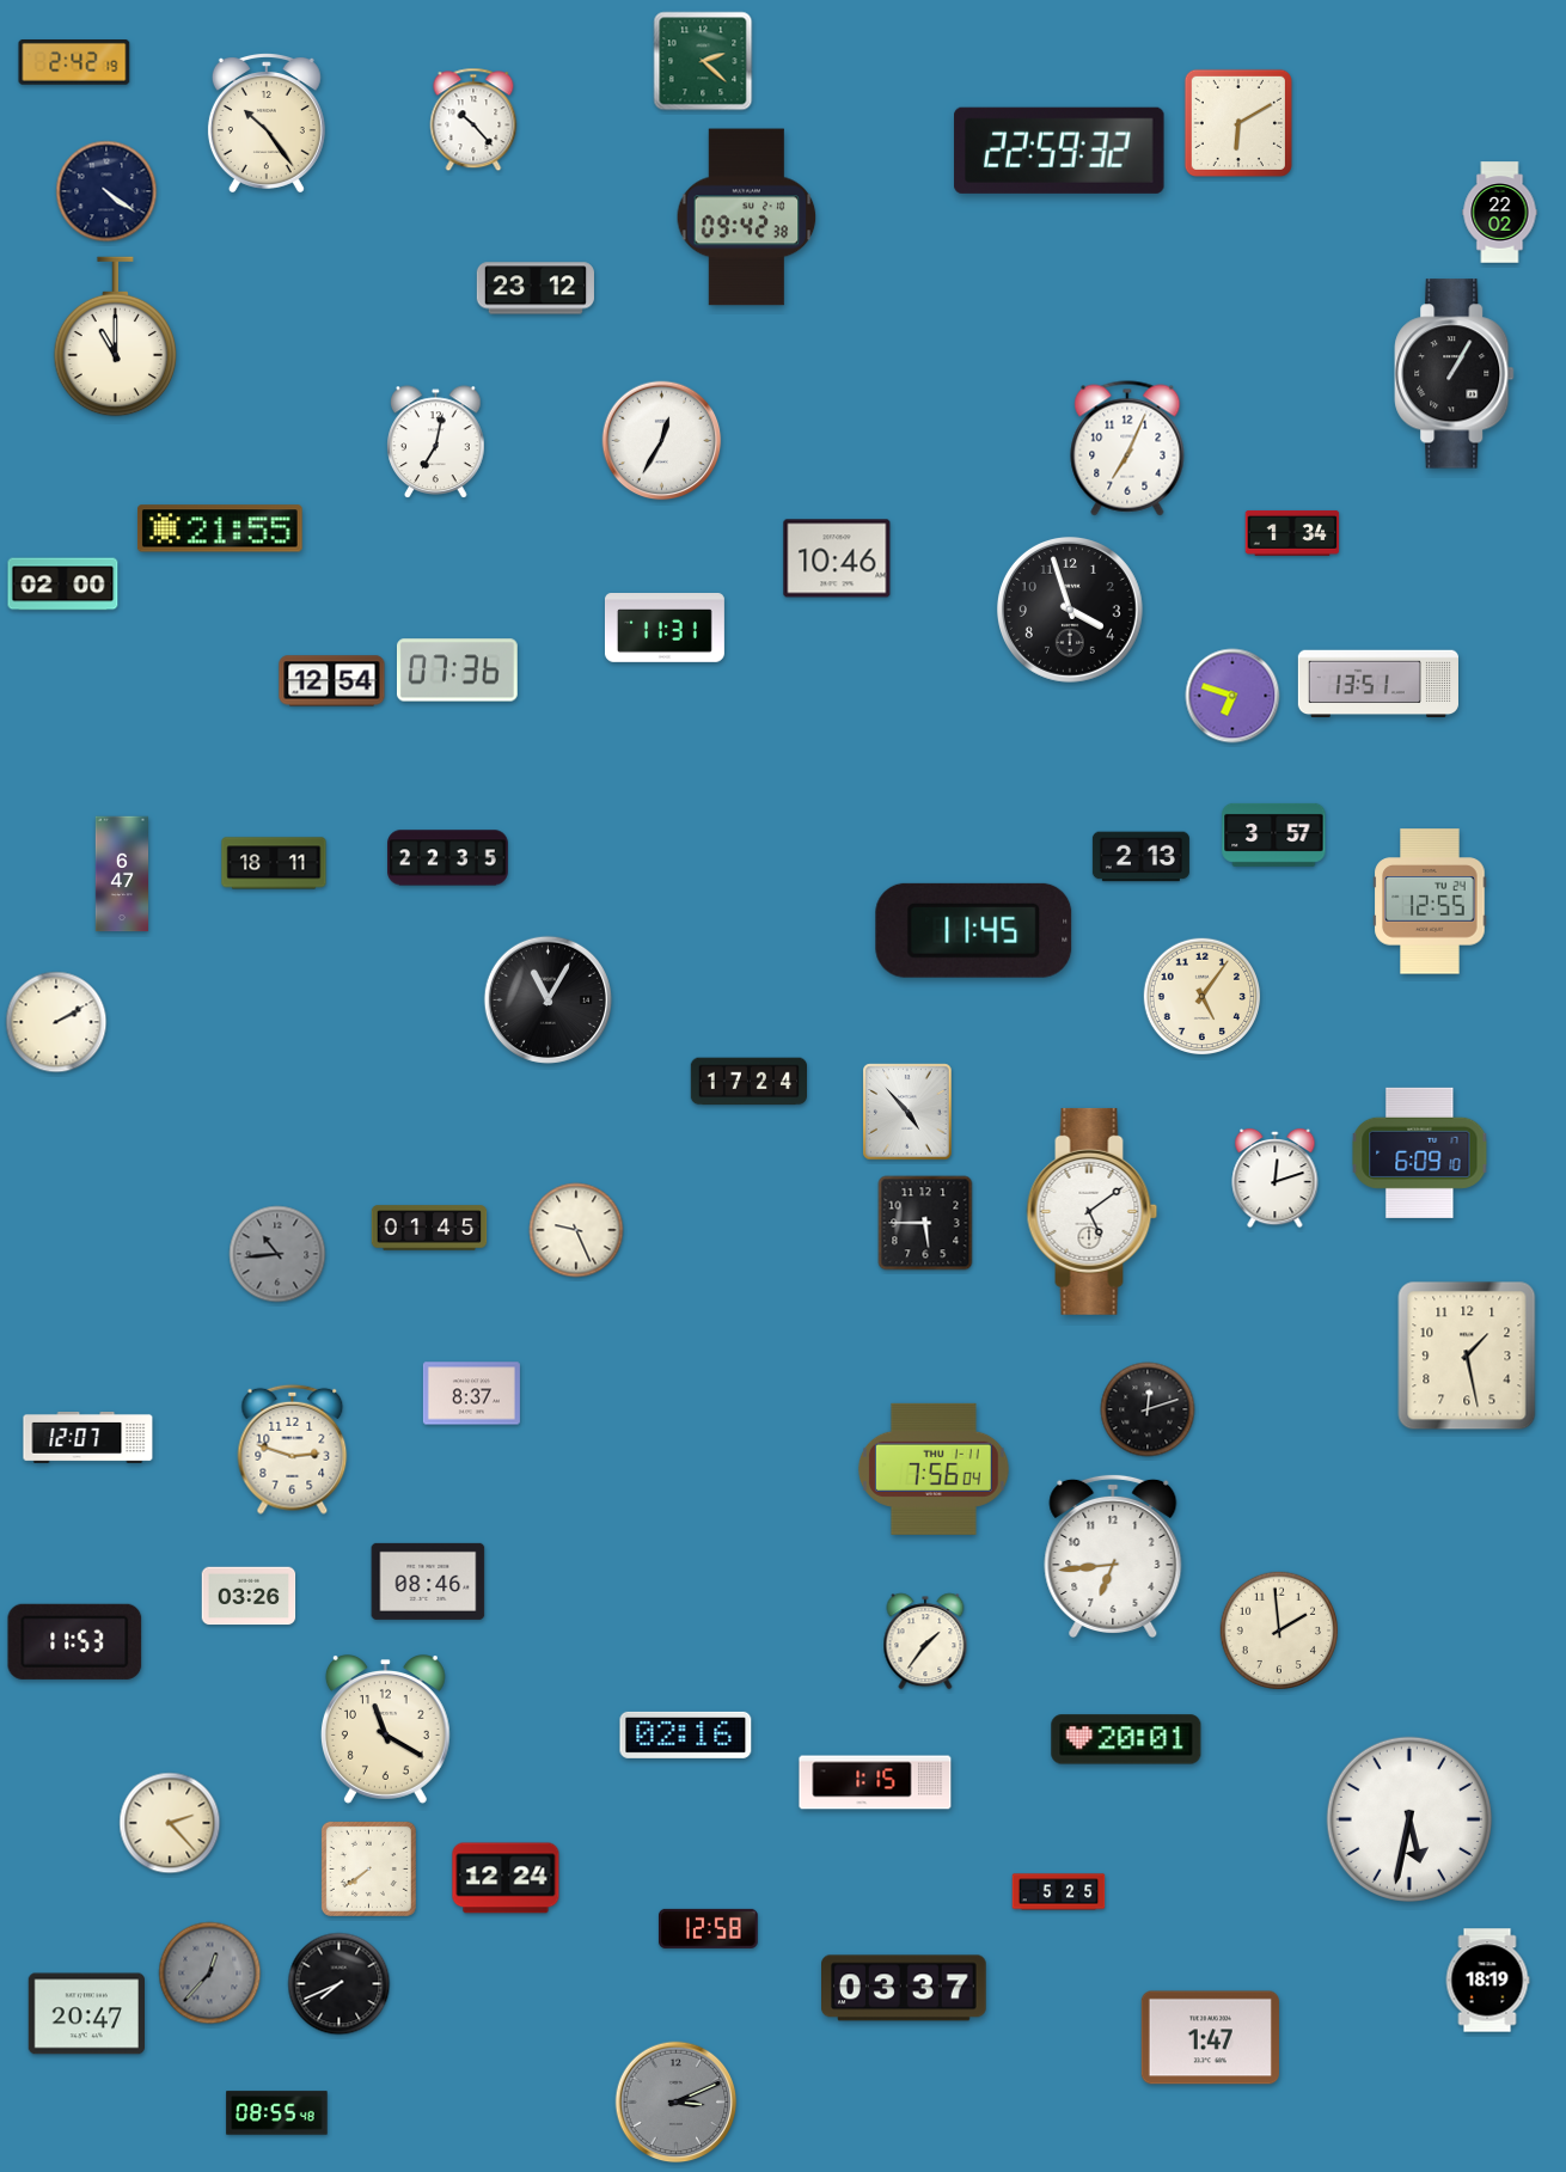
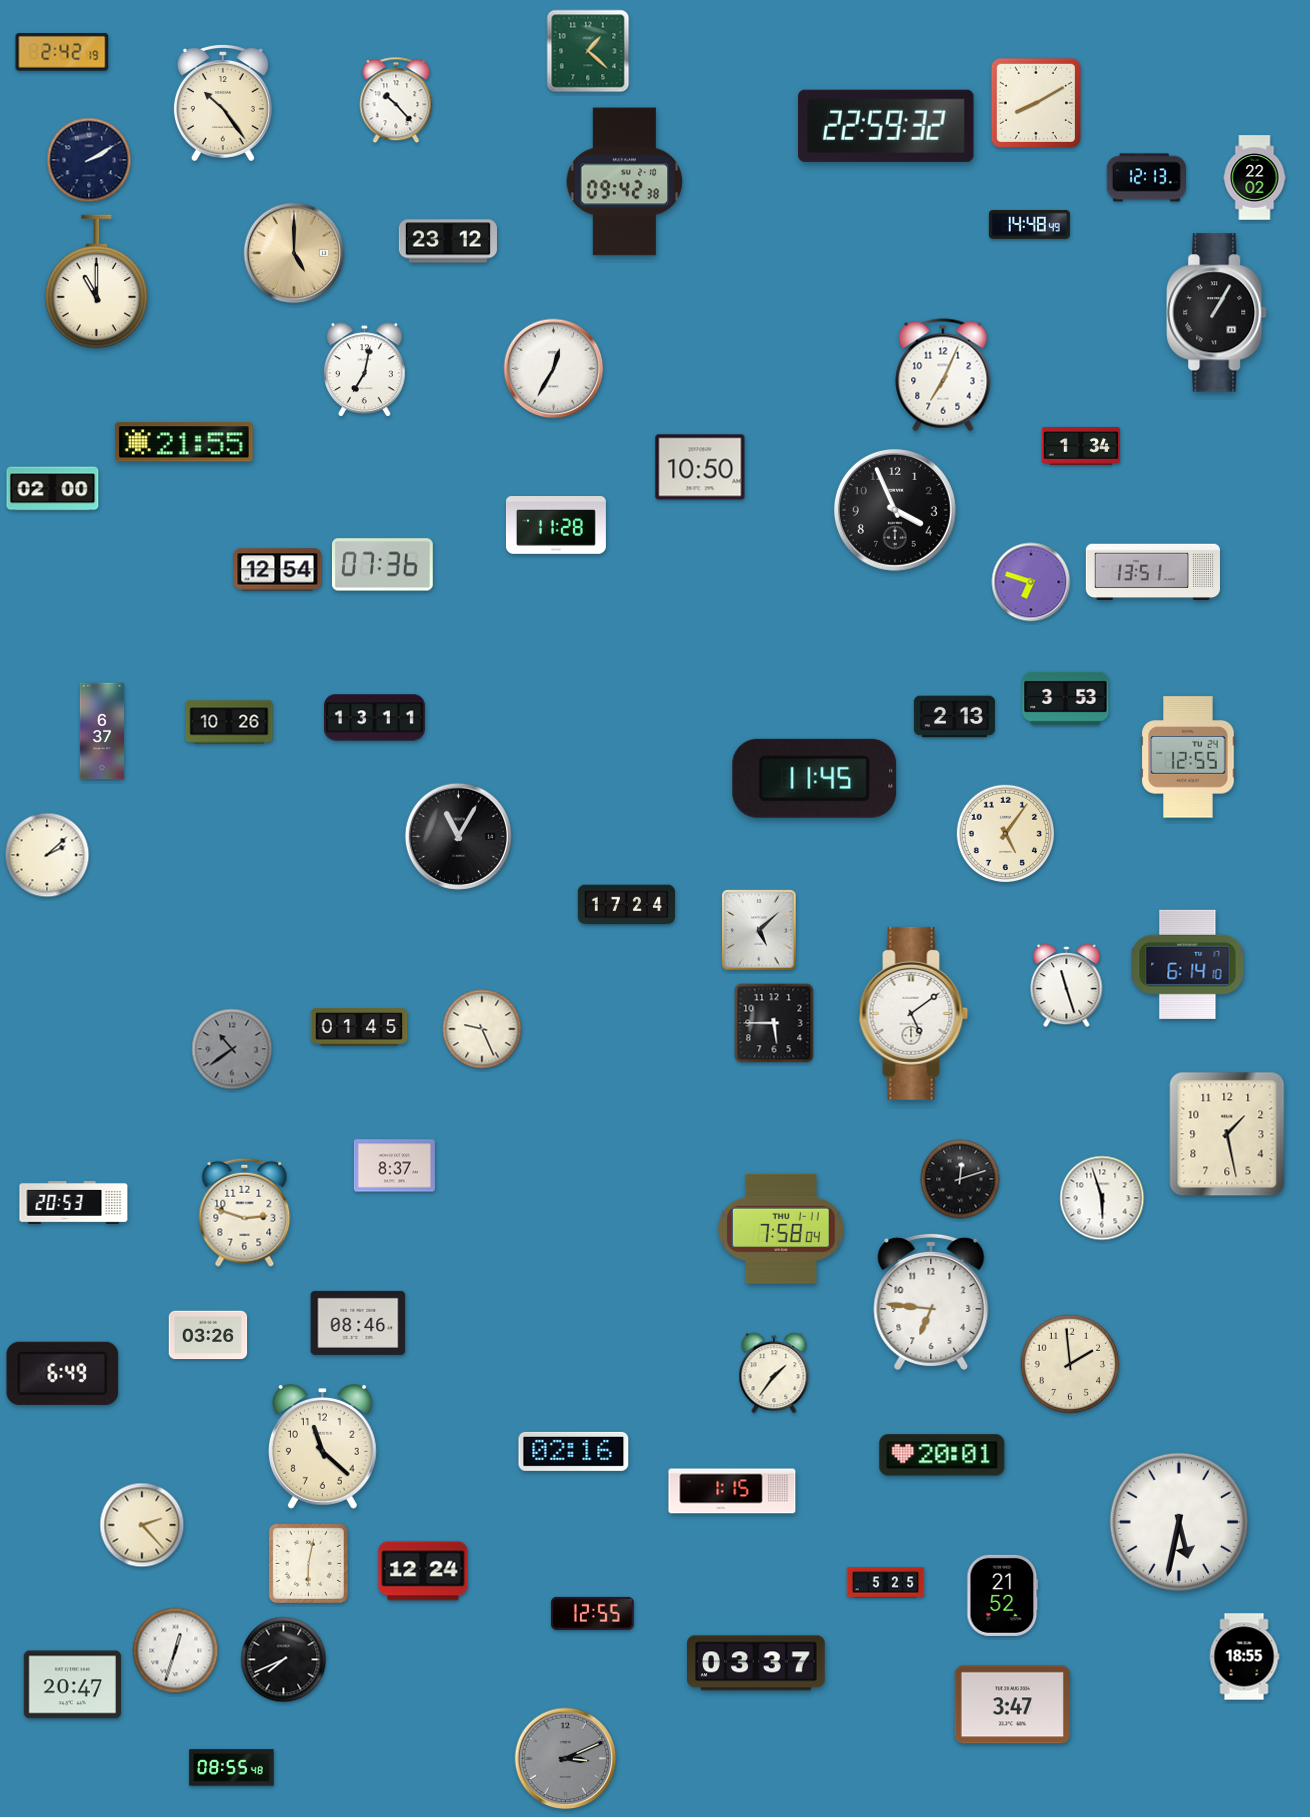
clock at (703, 61): 2:22 -> 1:22
clock at (1238, 123): 6:10 -> 8:10
clock at (106, 191): 4:21 -> 2:10
clock at (1146, 178): none -> 12:13
clock at (1029, 224): none -> 14:48
clock at (294, 253): none -> 5:00
clock at (837, 558): 10:46 -> 10:50
clock at (1070, 610): 3:57 -> 3:56
clock at (665, 629): 11:31 -> 11:28
clock at (457, 671) position: (457, 671) -> (382, 565)
clock at (1274, 834): 3:57 -> 3:53
clock at (448, 858): 22:35 -> 13:11
clock at (274, 863): 18:11 -> 10:26
clock at (122, 874): 6:47 -> 6:37
clock at (1430, 901) position: (1430, 901) -> (1188, 757)
clock at (56, 1022): 2:10 -> 2:08
clock at (907, 1112): 4:53 -> 5:08
clock at (1420, 1152): 6:09 -> 6:14
clock at (1276, 1179): 12:12 -> 11:27
clock at (277, 1254): 10:44 -> 10:39
clock at (1102, 1198): none -> 5:57
clock at (88, 1438): 12:07 -> 20:53
clock at (934, 1469): 7:56 -> 7:58
clock at (1113, 1555): 6:44 -> 6:46
clock at (75, 1641): 11:53 -> 6:49
clock at (385, 1730): 11:20 -> 11:22
clock at (368, 1868): 7:39 -> 6:02
clock at (1003, 1595): none -> 21:52
clock at (708, 1928): 12:58 -> 12:55
clock at (210, 1974): 12:37 -> 12:33
clock at (210, 1974) dial: grey -> white
clock at (1487, 1981): 18:19 -> 18:55
clock at (1210, 2038): 1:47 -> 3:47
